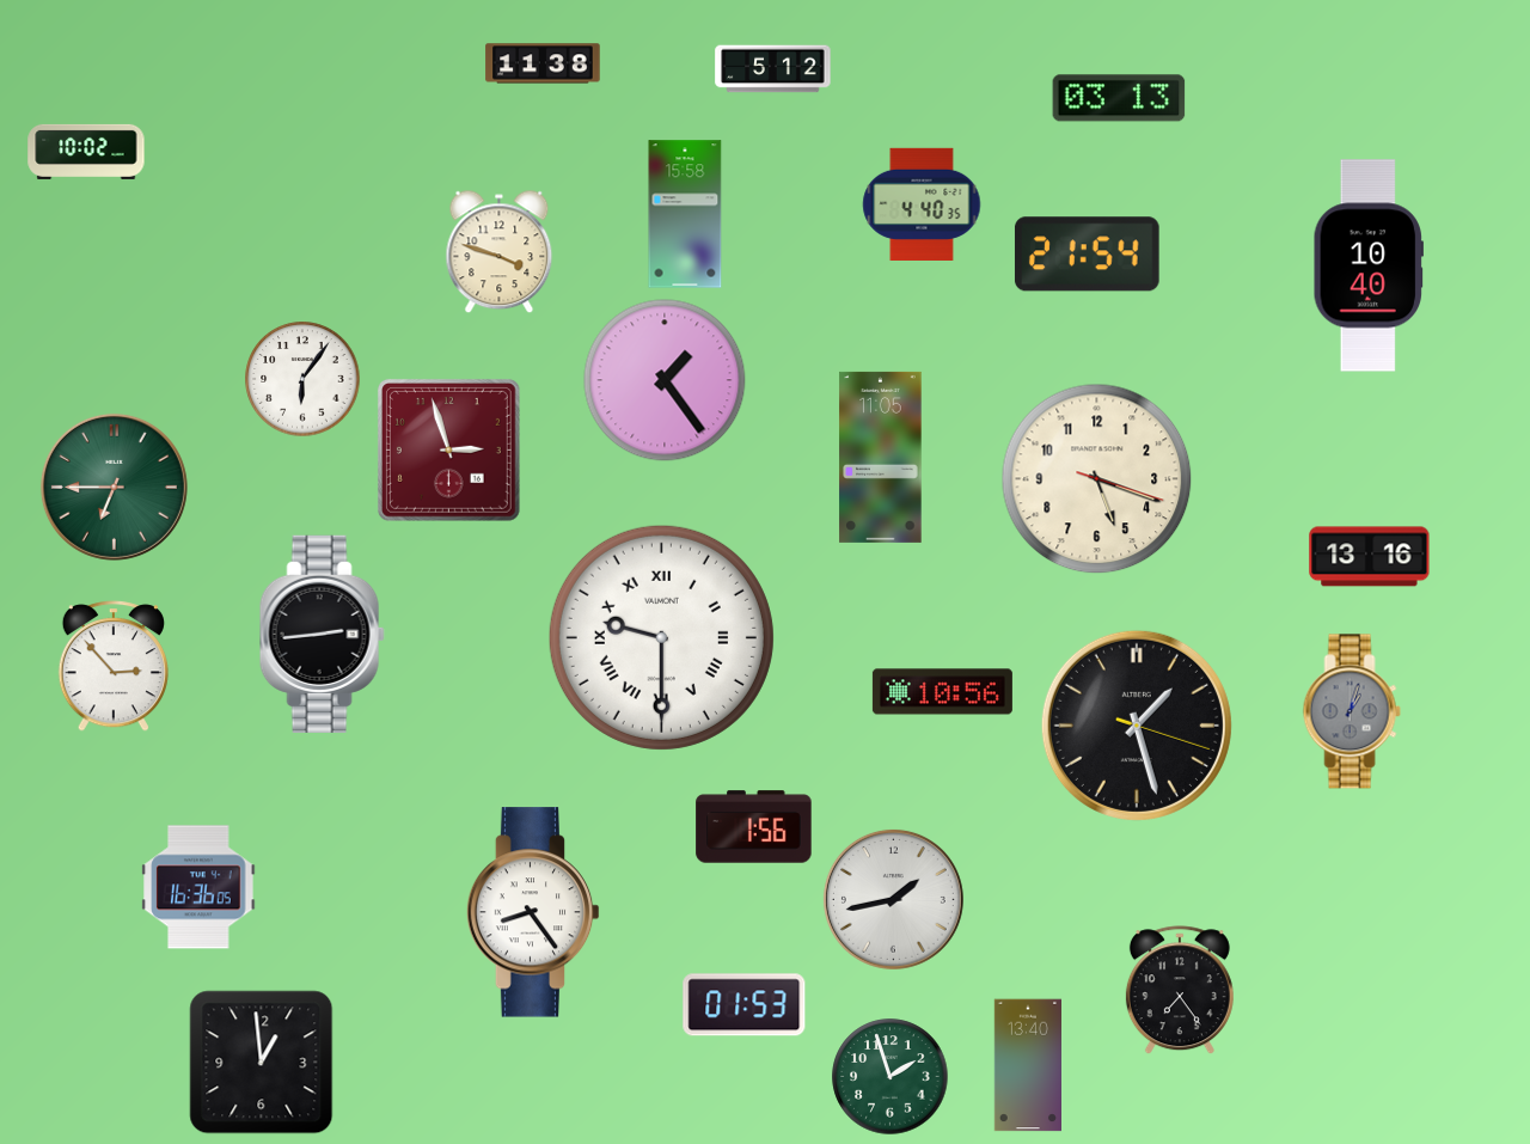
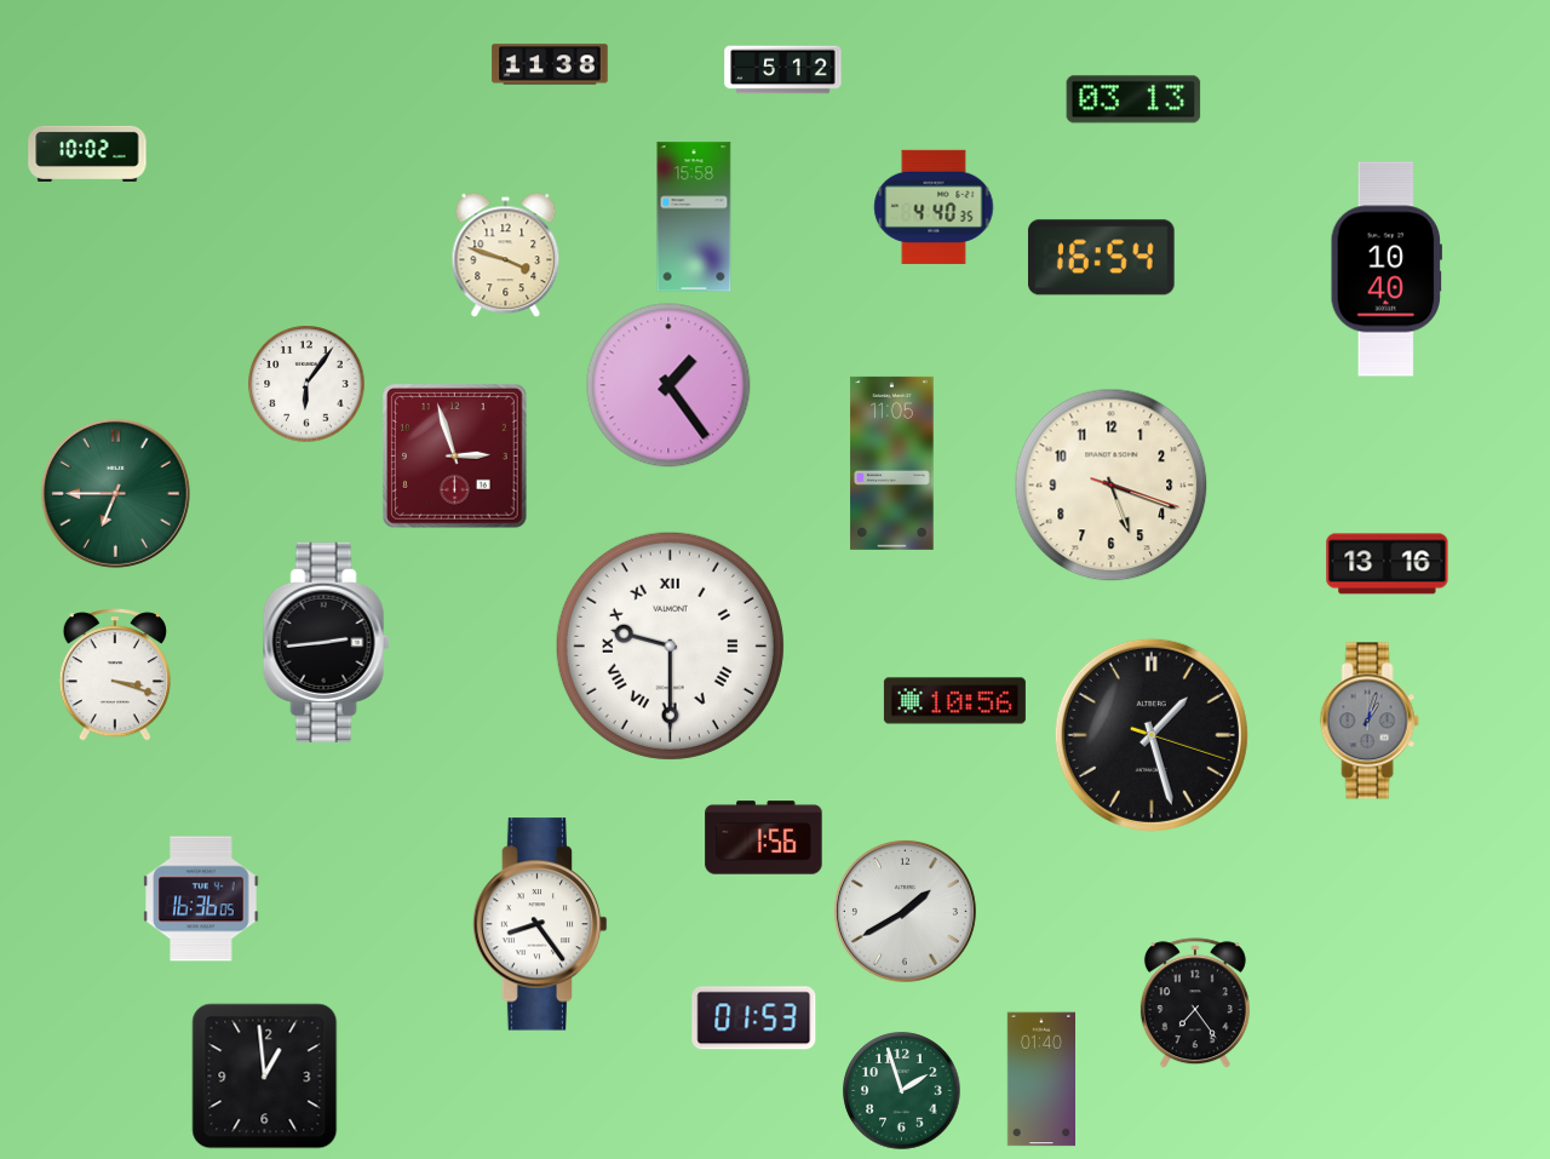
clock at (1087, 255): 21:54 -> 16:54
clock at (665, 380) position: (665, 380) -> (668, 385)
clock at (114, 666): 2:53 -> 3:18
clock at (893, 899): 1:43 -> 1:40
clock at (1027, 1065): 13:40 -> 01:40
